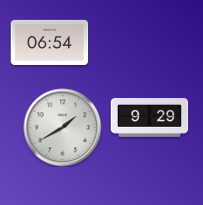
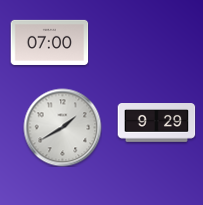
clock at (49, 42): 06:54 -> 07:00
clock at (149, 118) position: (149, 118) -> (156, 123)
